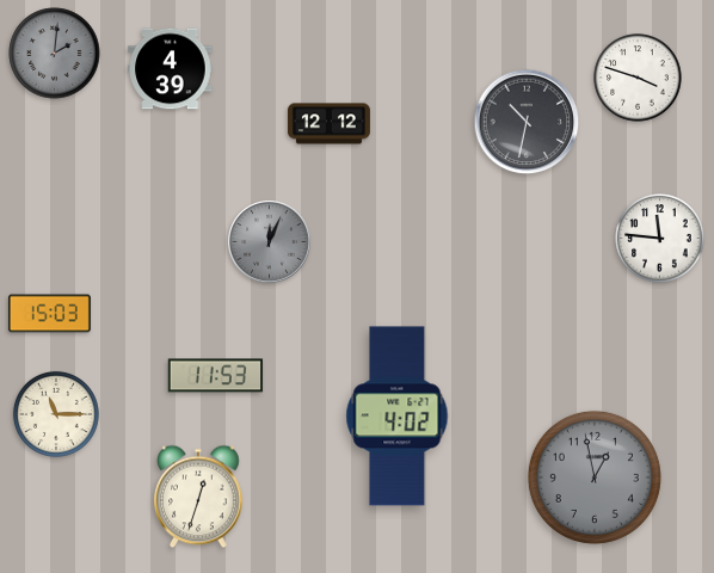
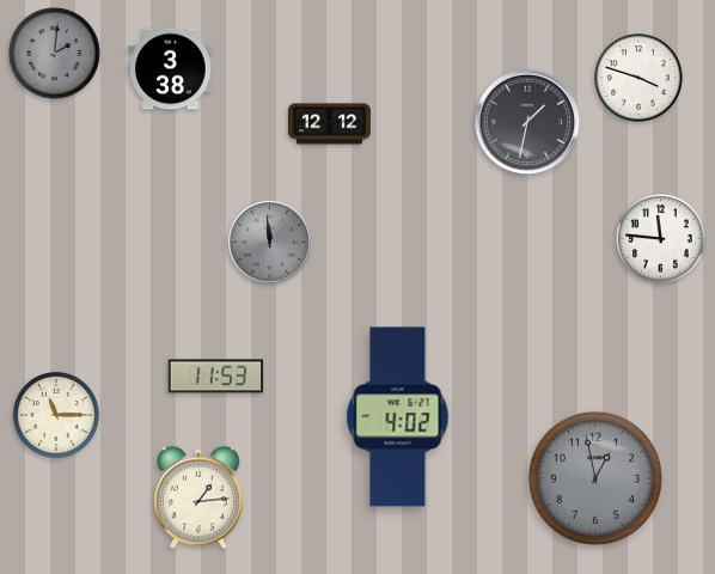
clock at (171, 69): 4:39 -> 3:38
clock at (527, 122): 10:32 -> 1:32
clock at (270, 242): 12:04 -> 11:59
clock at (49, 314): 15:03 -> none
clock at (199, 497): 12:33 -> 1:14
